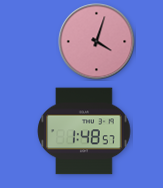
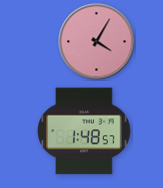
clock at (97, 42): 4:03 -> 4:05
